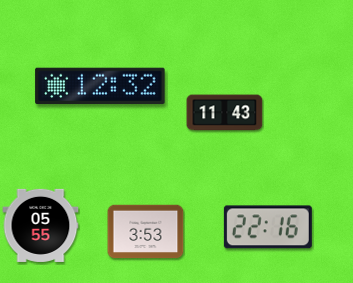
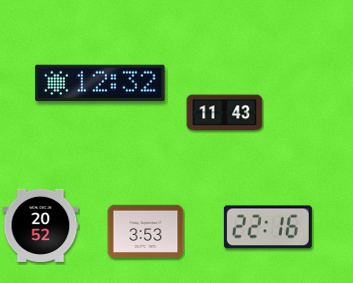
clock at (100, 86) position: (100, 86) -> (100, 83)
clock at (41, 225): 05:55 -> 20:52
